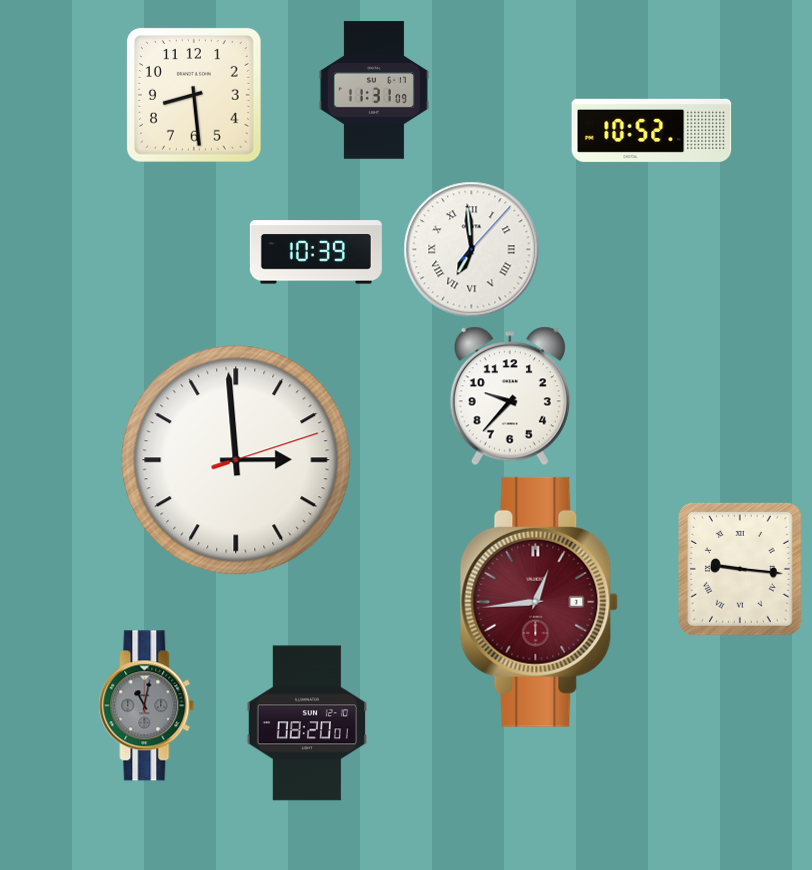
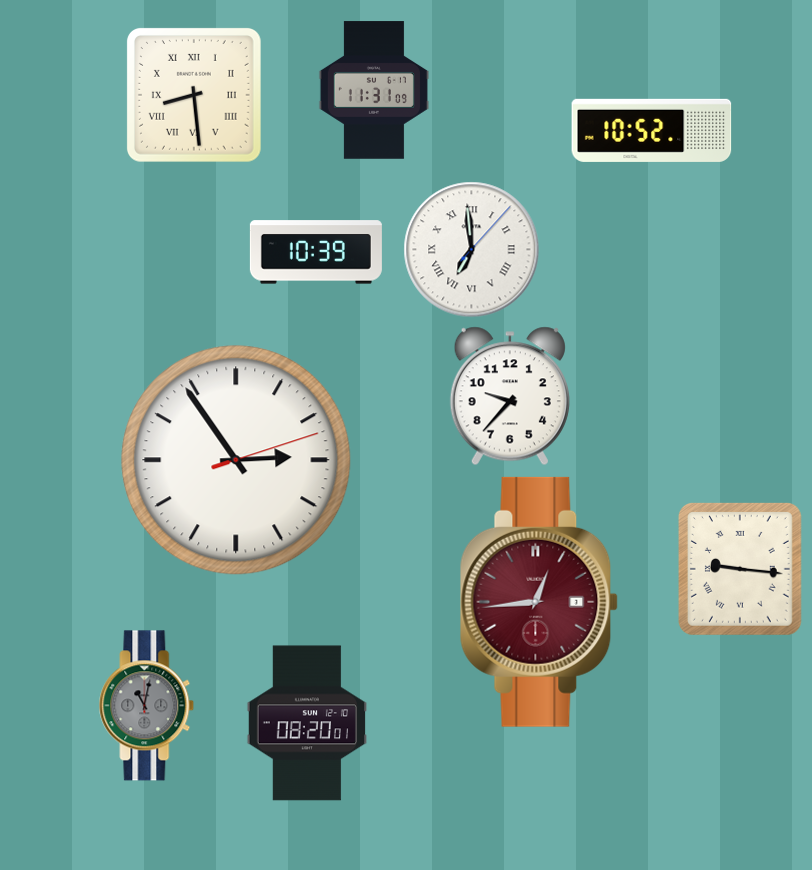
clock at (194, 95) numerals: Arabic -> Roman
clock at (236, 460): 2:59 -> 2:54
